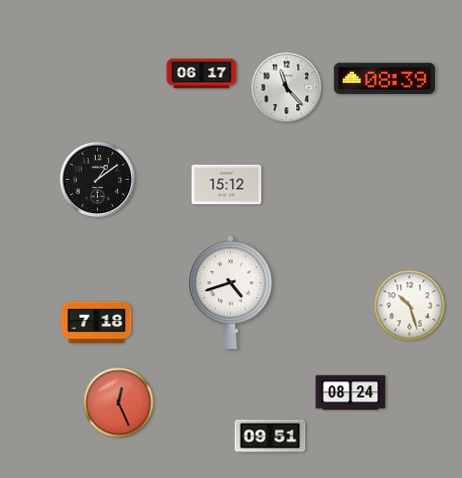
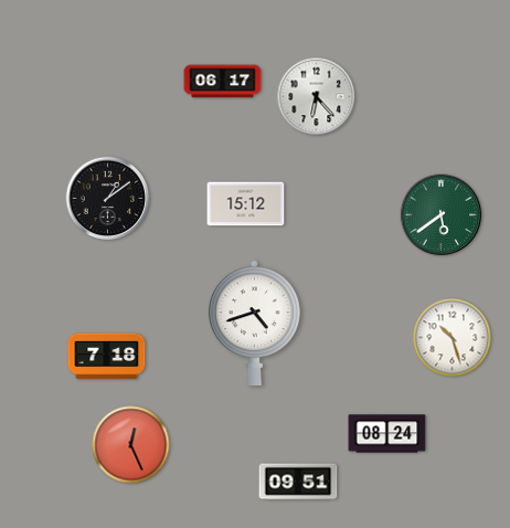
clock at (384, 79): 08:39 -> none
clock at (287, 88): 11:23 -> 6:23
clock at (227, 185) position: (227, 185) -> (246, 204)
clock at (442, 215): none -> 5:39
